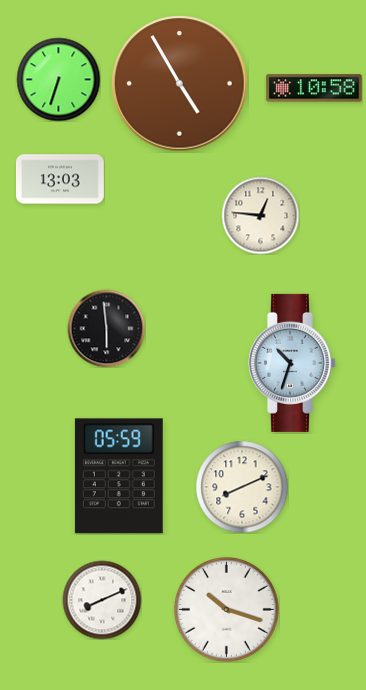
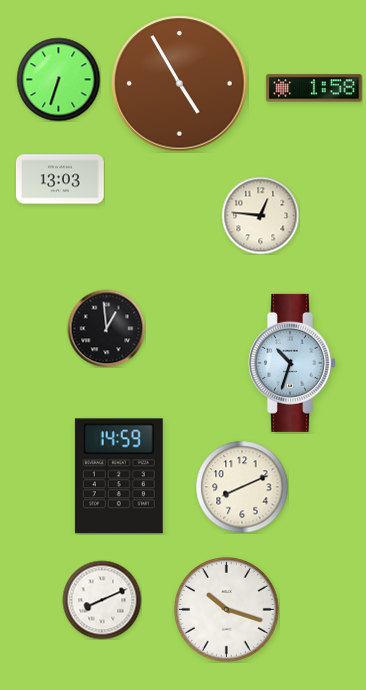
clock at (314, 88): 10:58 -> 1:58
clock at (106, 328): 5:59 -> 12:59
clock at (119, 476): 05:59 -> 14:59
